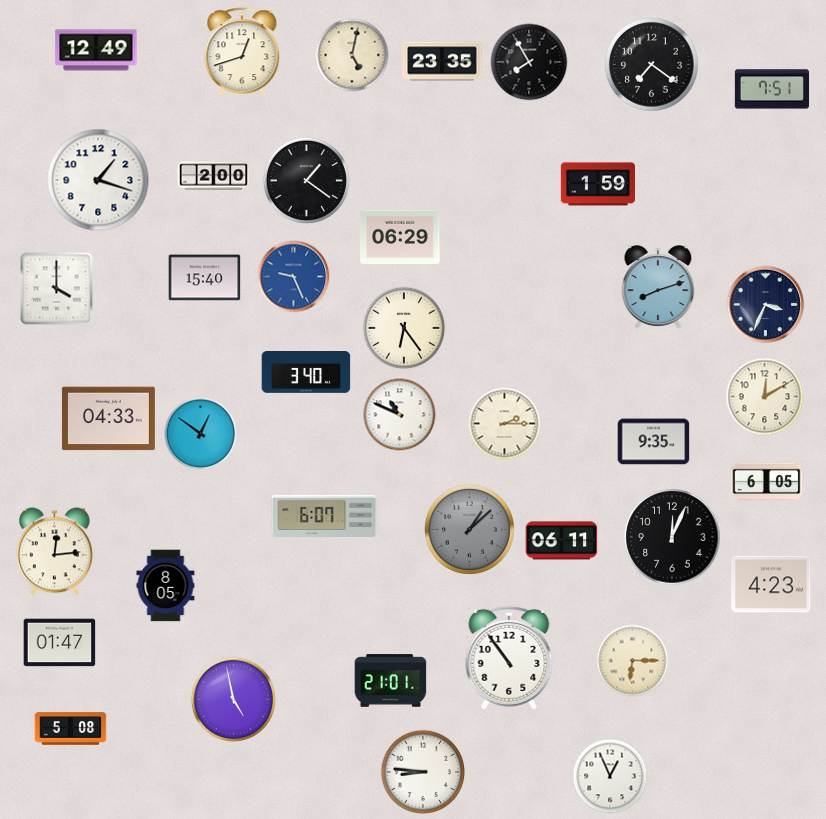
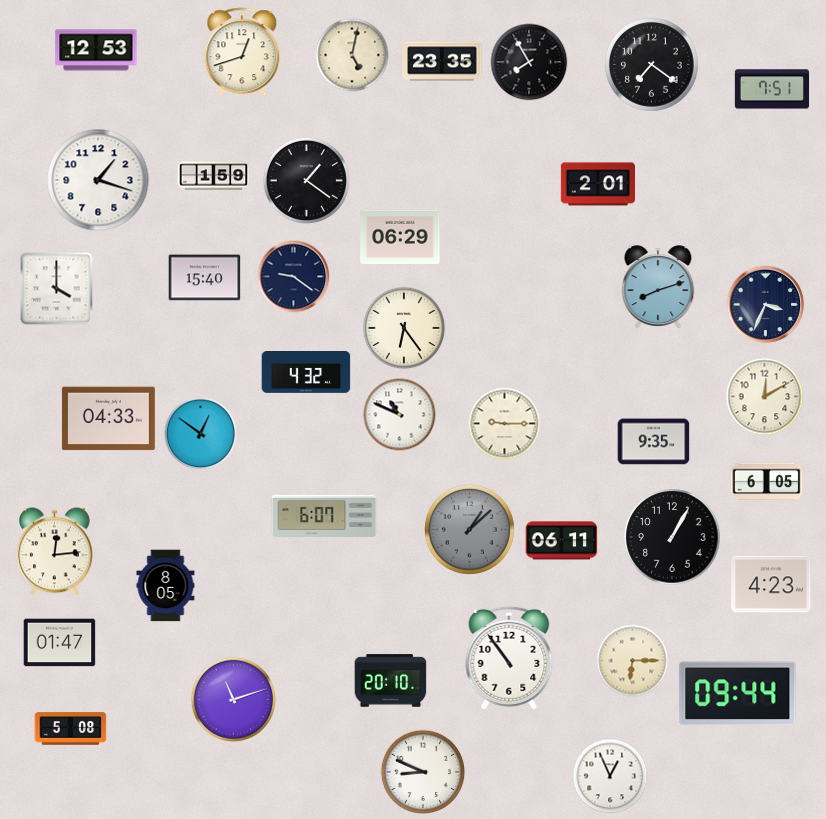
clock at (96, 50): 12:49 -> 12:53
clock at (214, 176): 2:00 -> 1:59
clock at (597, 184): 1:59 -> 2:01
clock at (294, 277): 9:26 -> 9:21
clock at (294, 277) dial: blue -> navy
clock at (306, 373): 3:40 -> 4:32
clock at (505, 424): 2:15 -> 9:15
clock at (672, 537): 12:04 -> 1:05
clock at (391, 681): 21:01 -> 20:10
clock at (738, 694): none -> 09:44
clock at (233, 699): 4:58 -> 11:12
clock at (423, 772): 8:46 -> 8:49
